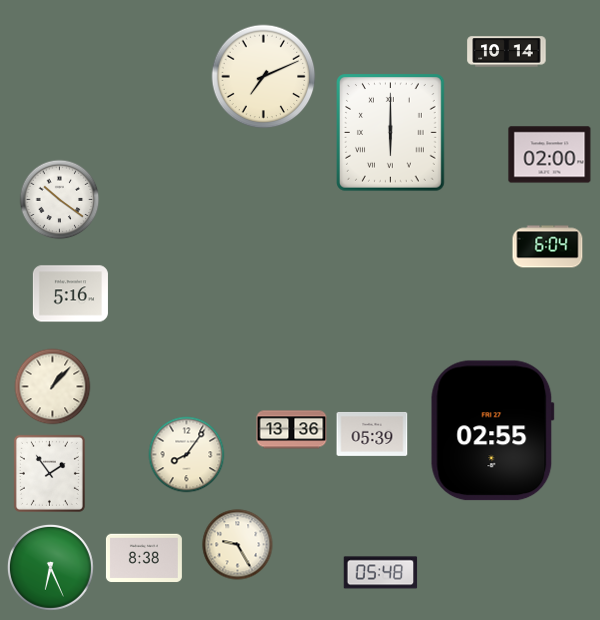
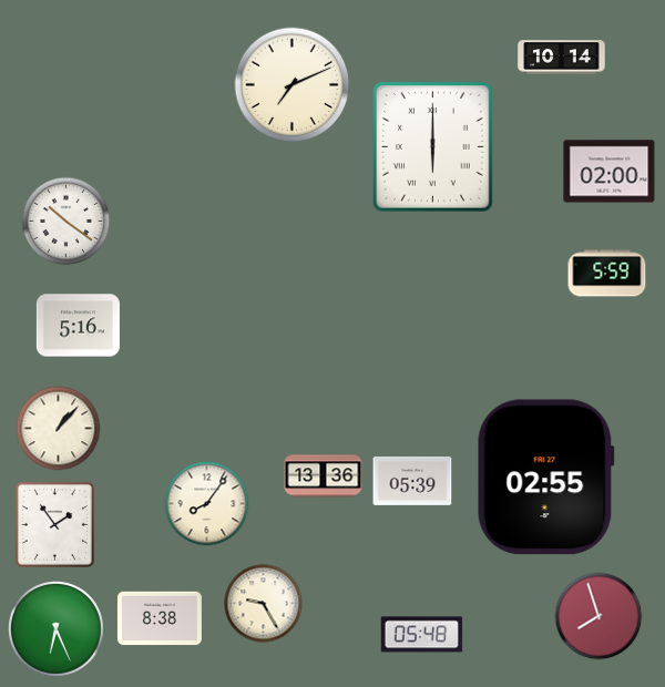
clock at (548, 247): 6:04 -> 5:59
clock at (598, 616): none -> 7:57
